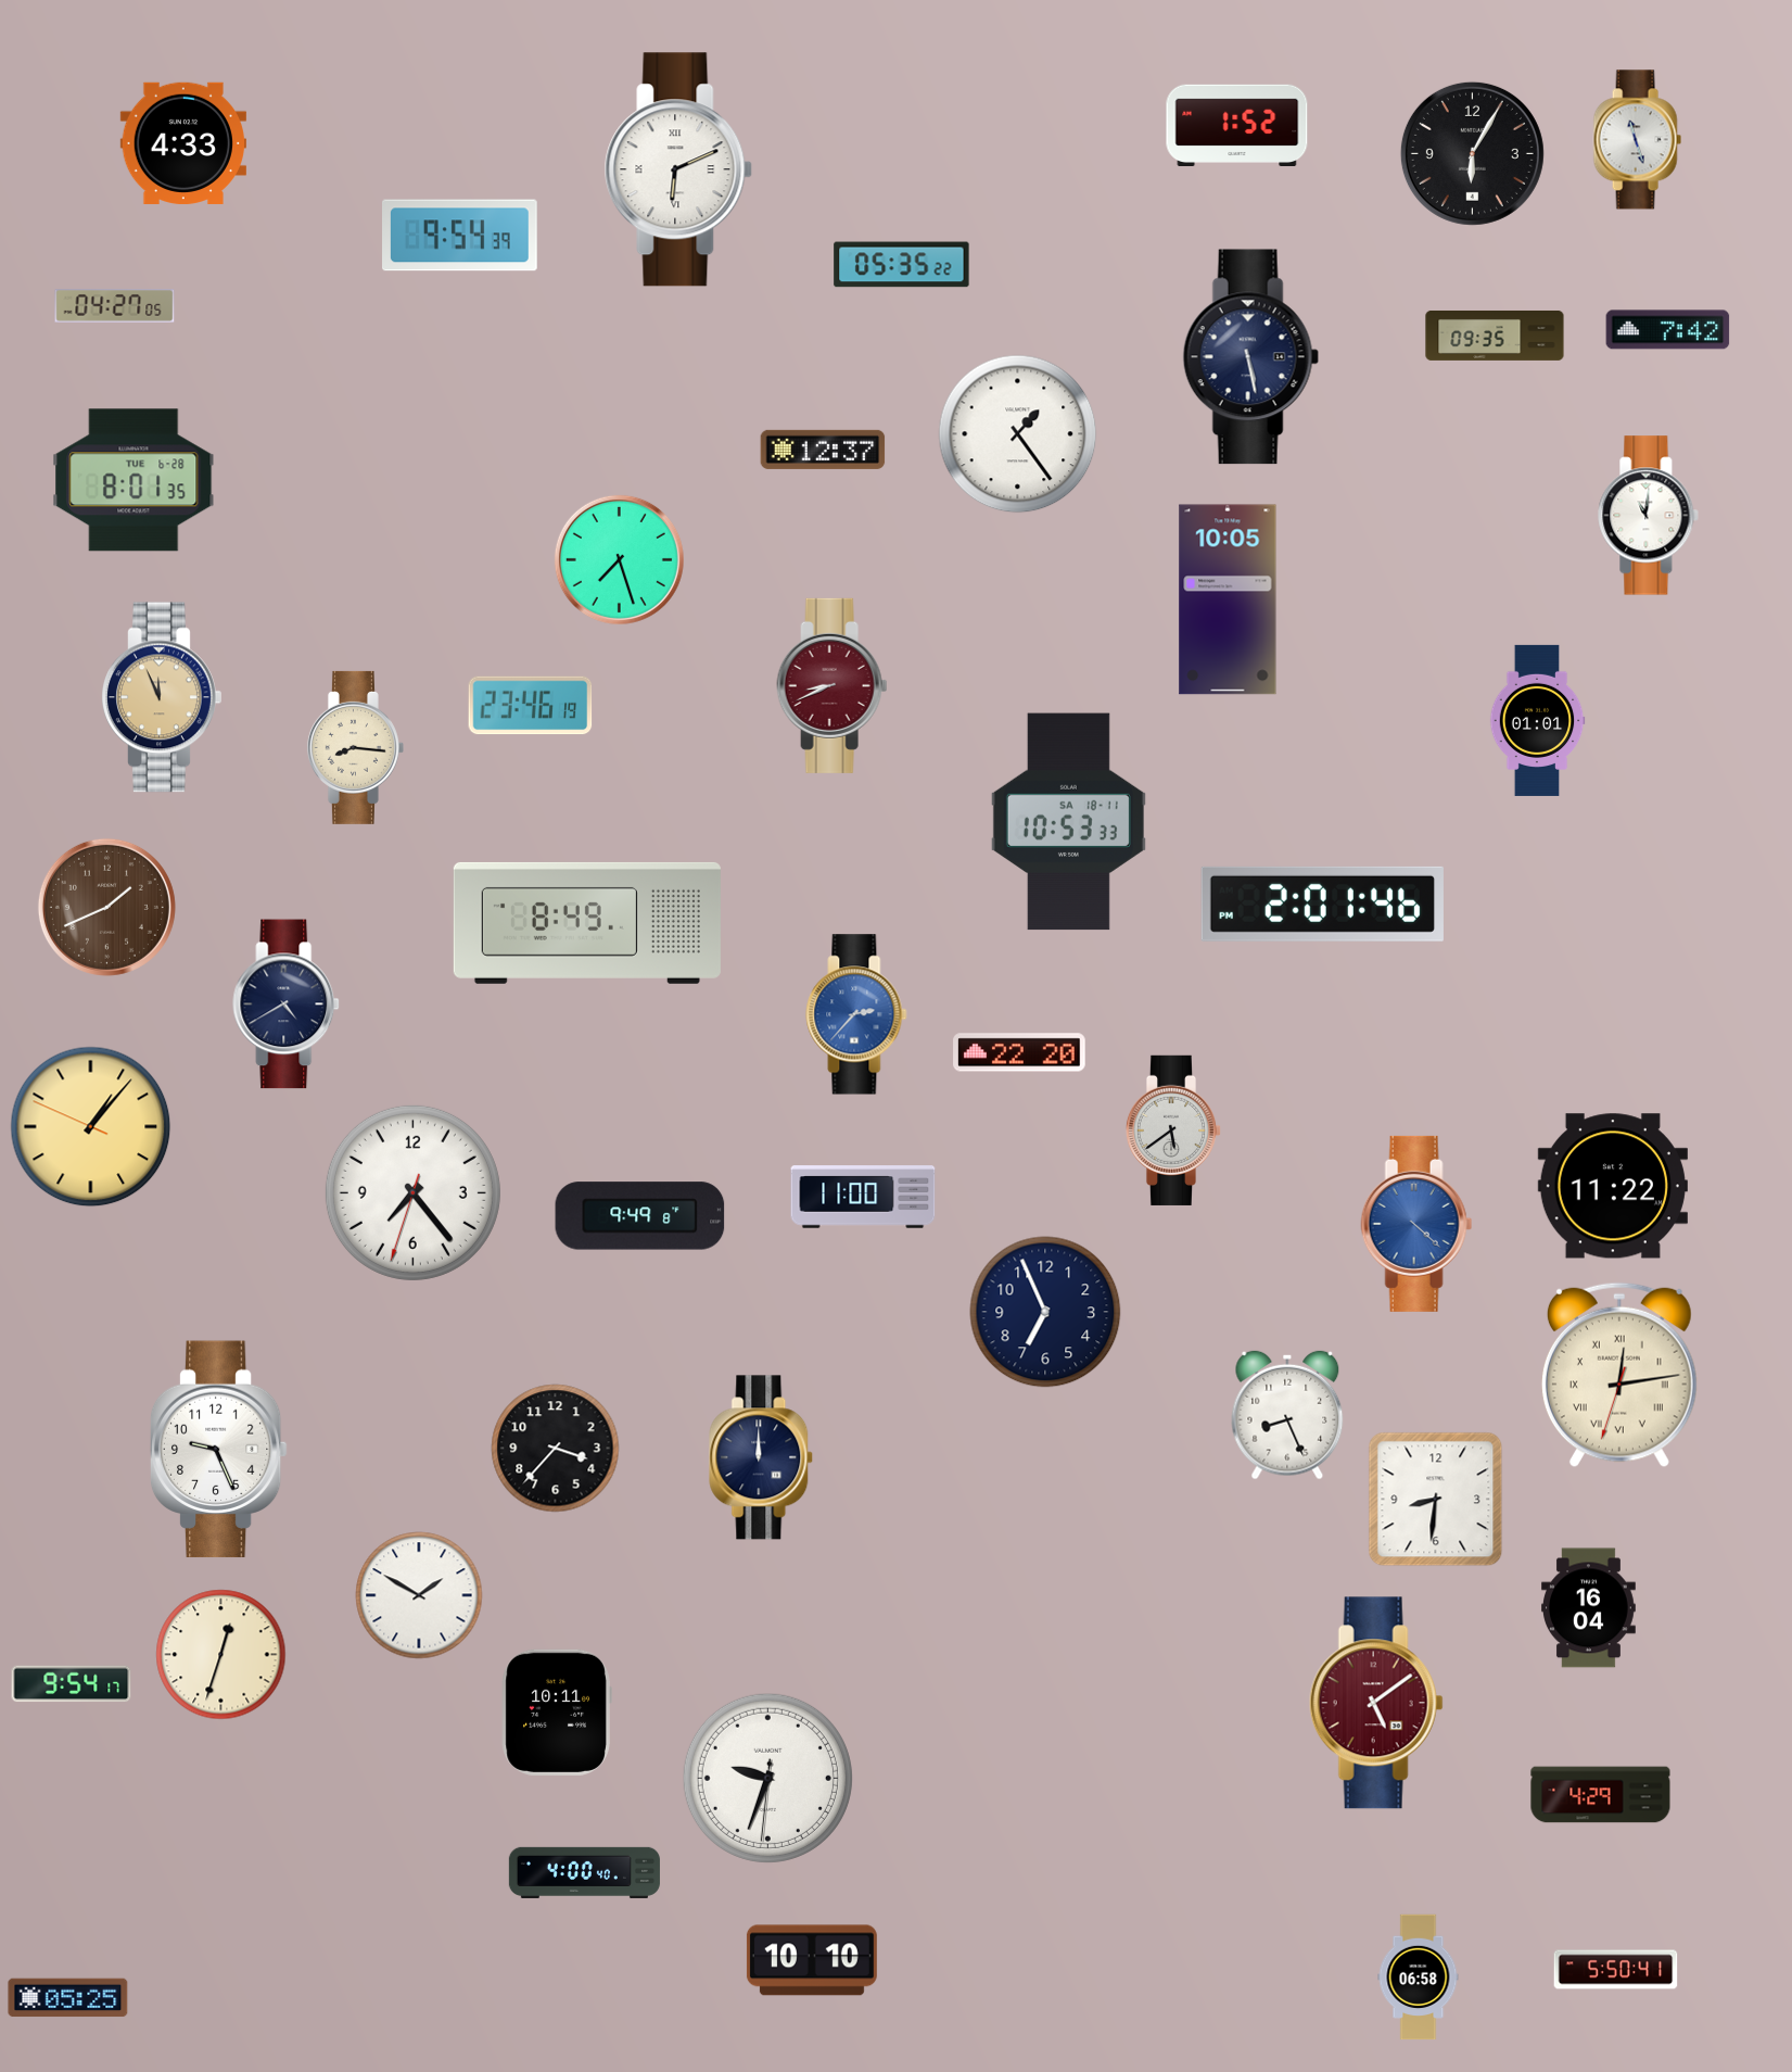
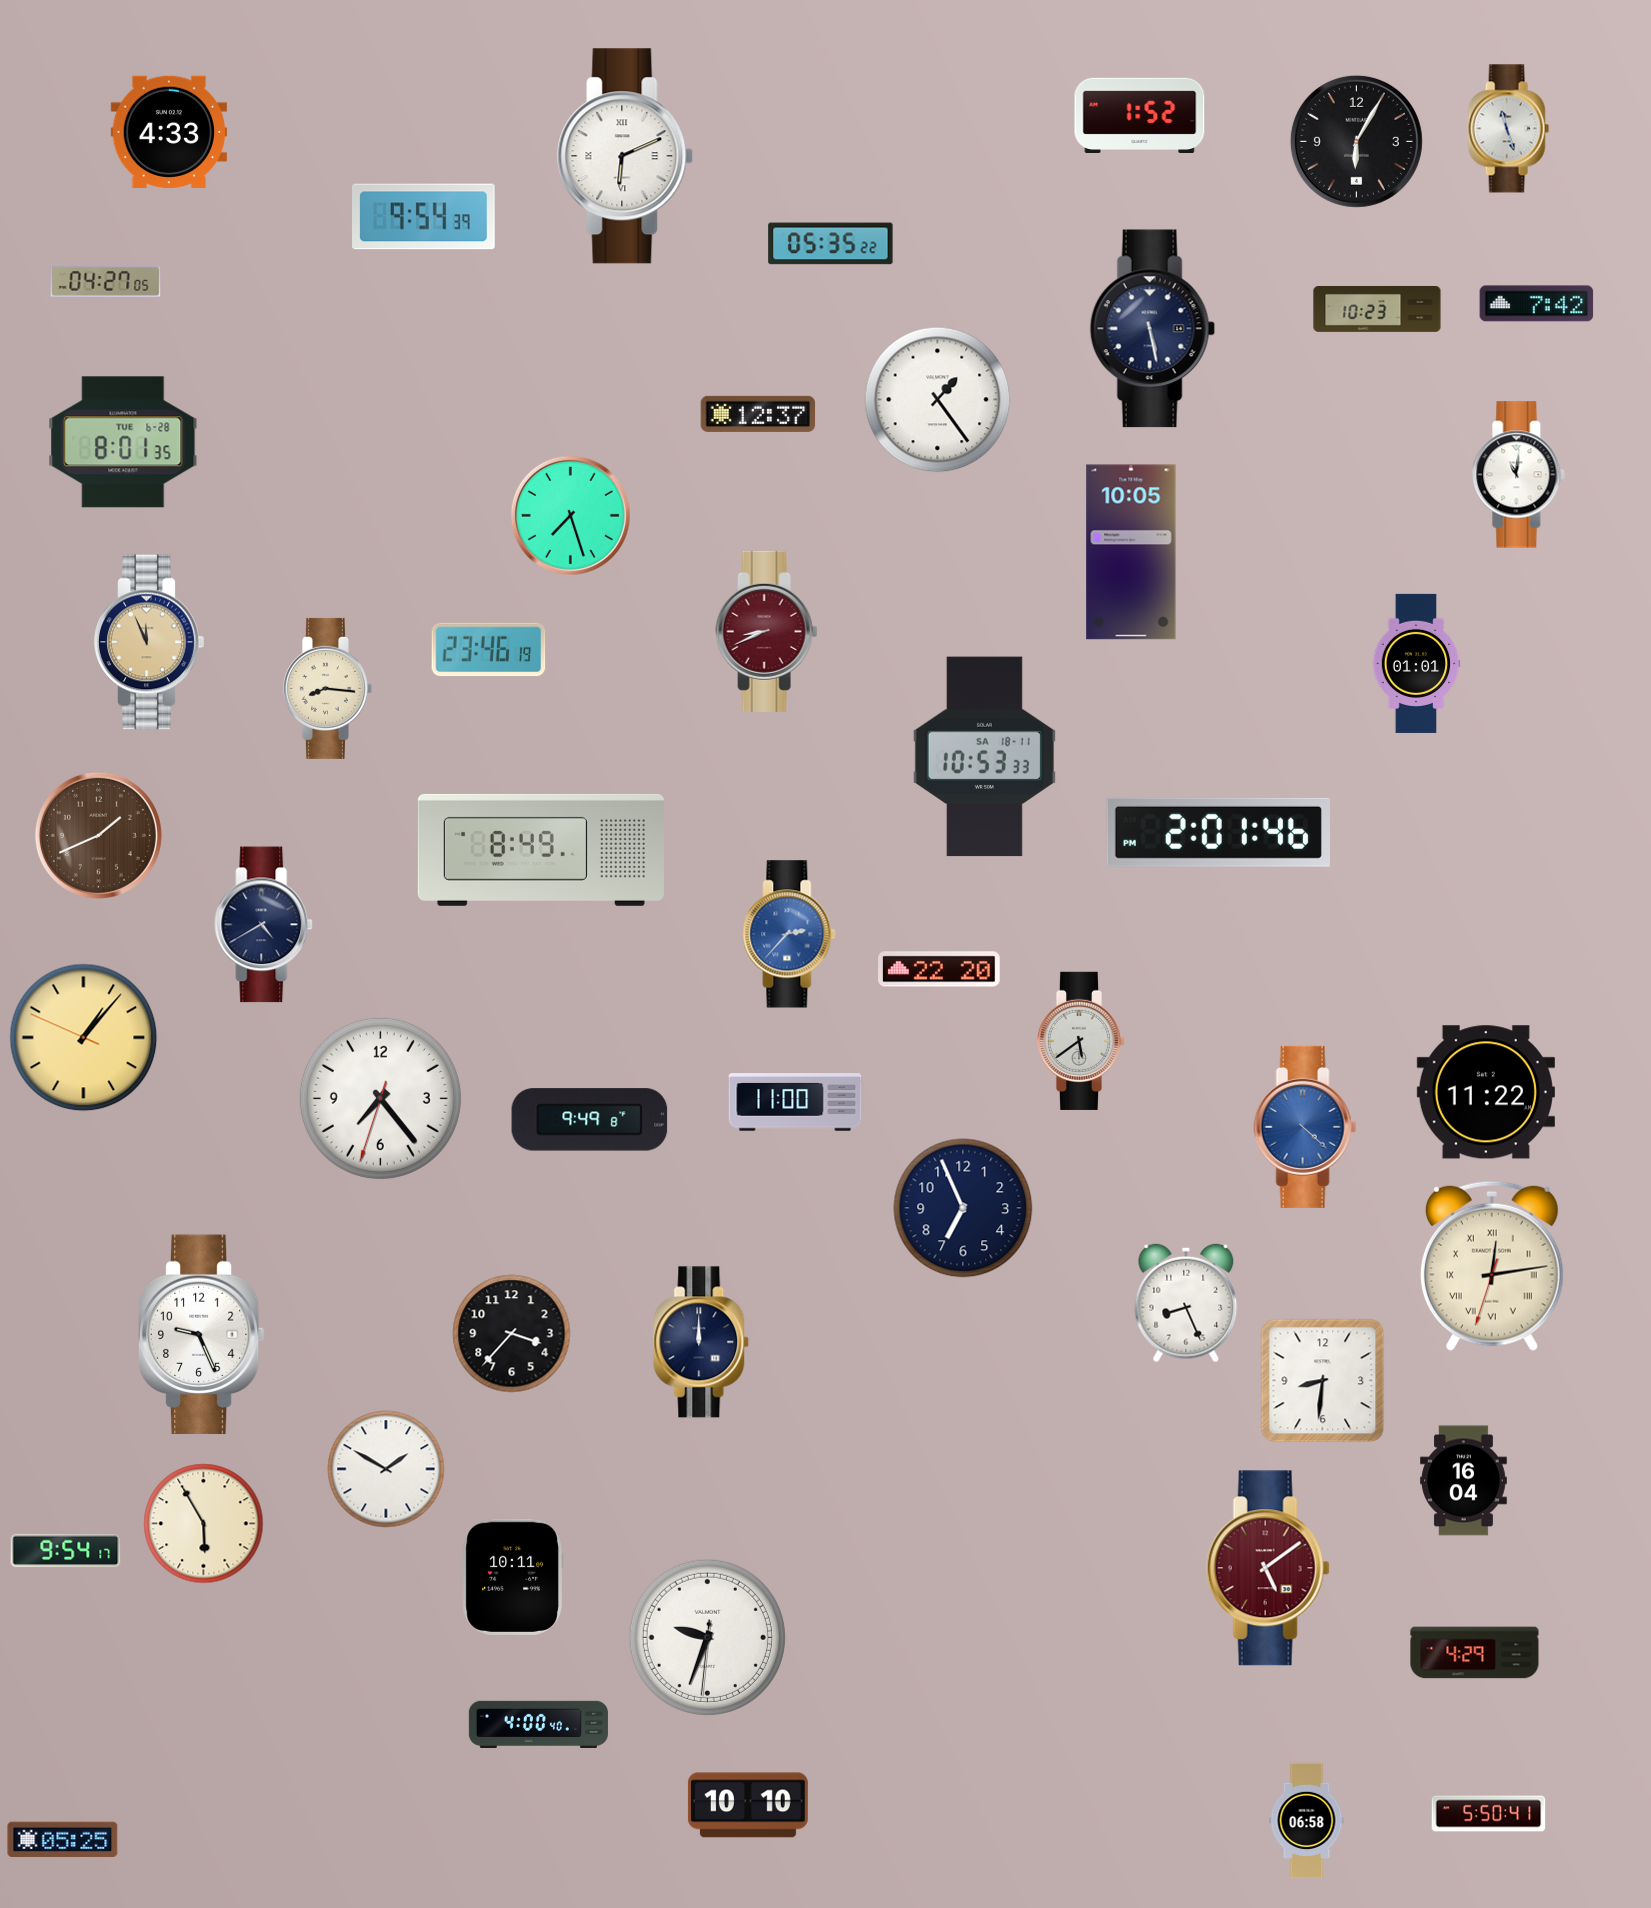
clock at (1495, 336): 09:35 -> 10:23
clock at (221, 1655): 12:33 -> 5:55
